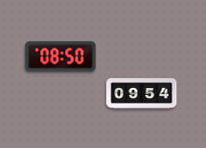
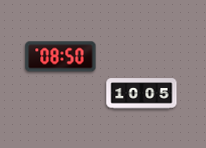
clock at (142, 94): 09:54 -> 10:05
